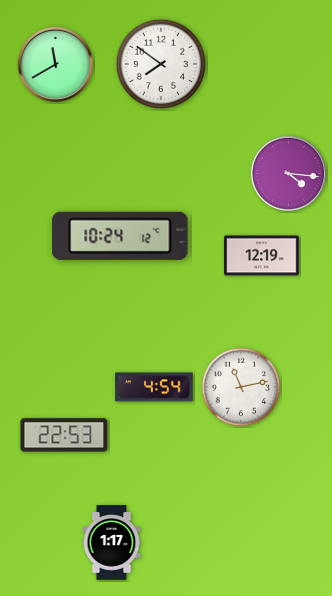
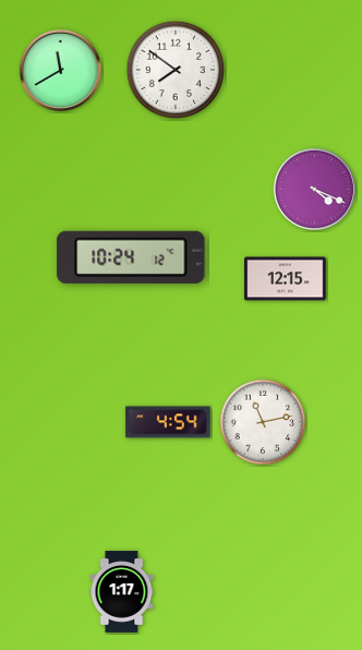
clock at (288, 173): 4:16 -> 4:19
clock at (262, 256): 12:19 -> 12:15
clock at (64, 435): 22:53 -> none
